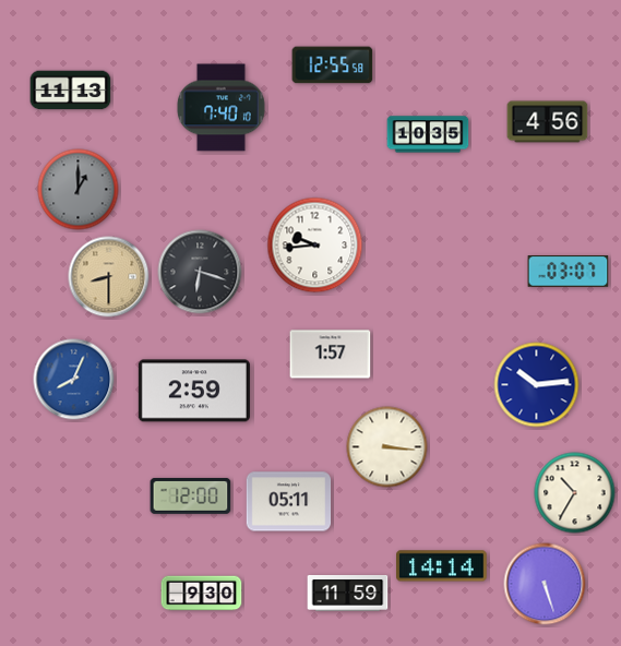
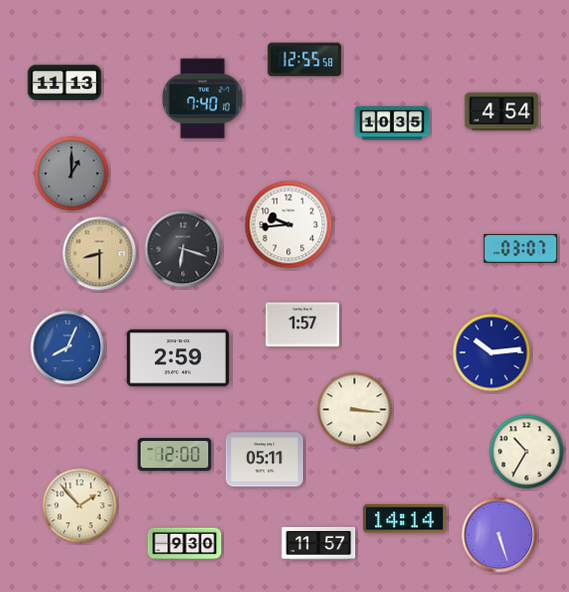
clock at (548, 122): 4:56 -> 4:54
clock at (80, 506): none -> 1:53
clock at (348, 593): 11:59 -> 11:57
